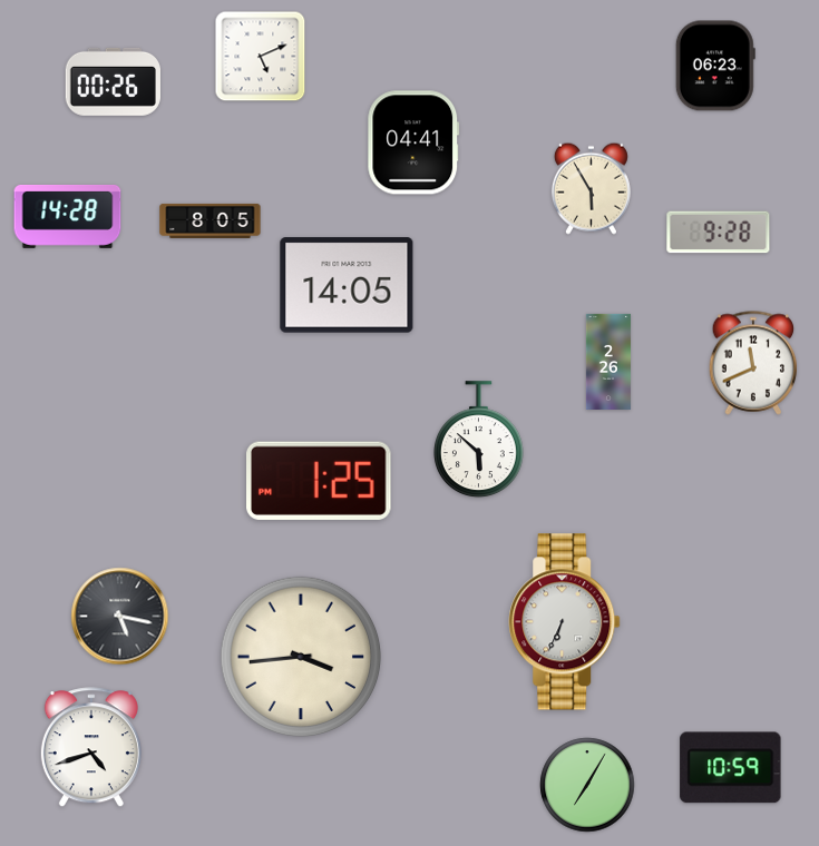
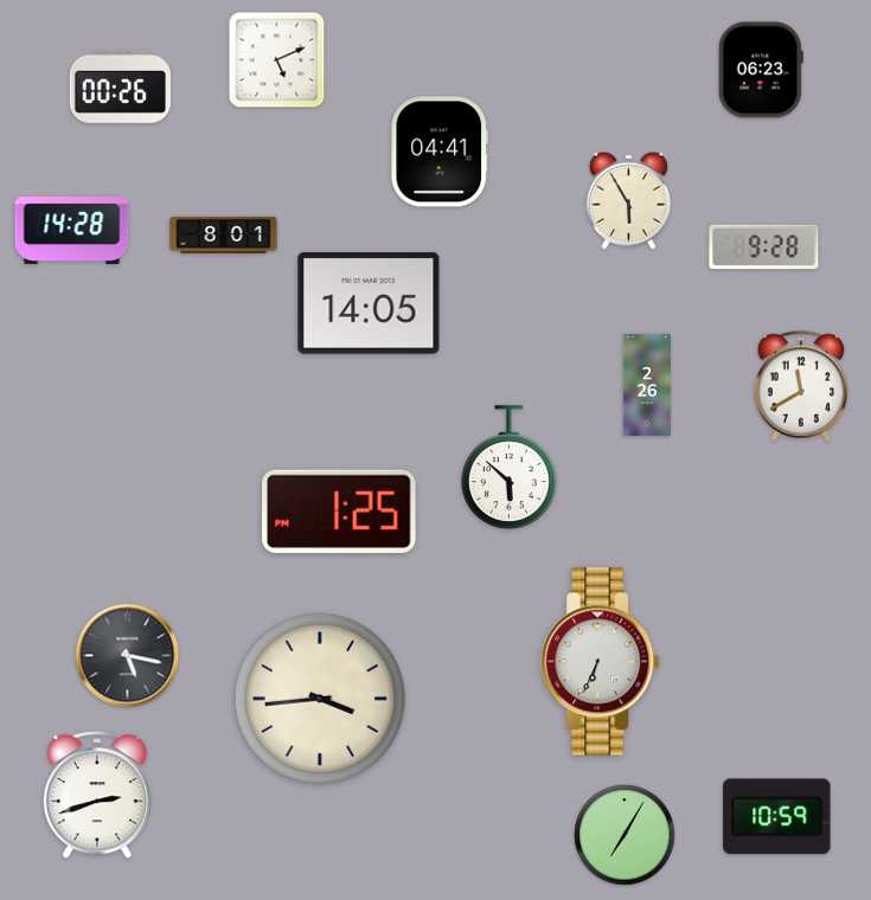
clock at (211, 220): 8:05 -> 8:01
clock at (753, 363): 11:41 -> 11:40
clock at (91, 748): 4:42 -> 2:42
